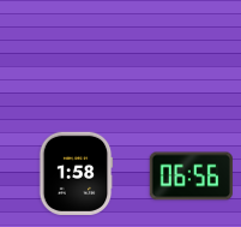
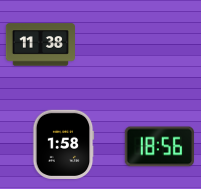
clock at (40, 45): none -> 11:38
clock at (191, 177): 06:56 -> 18:56
